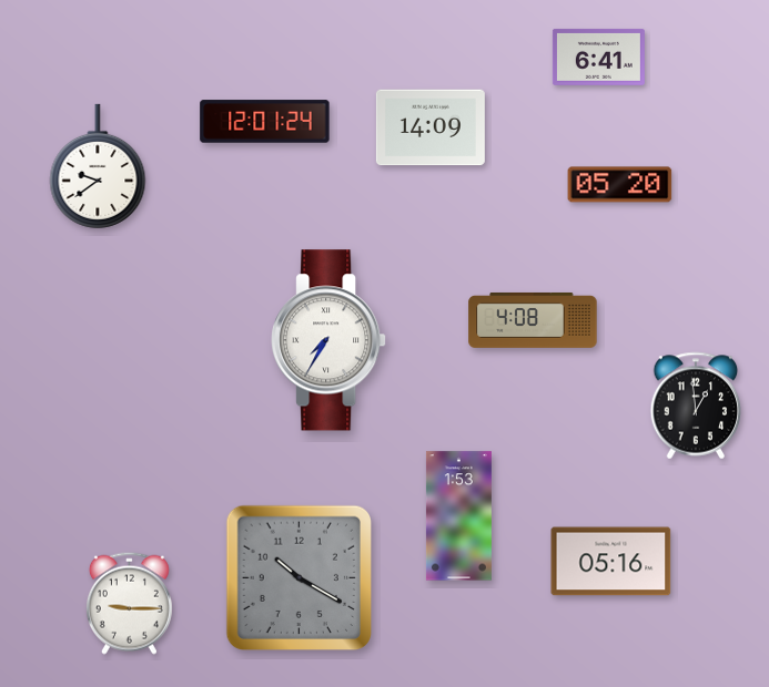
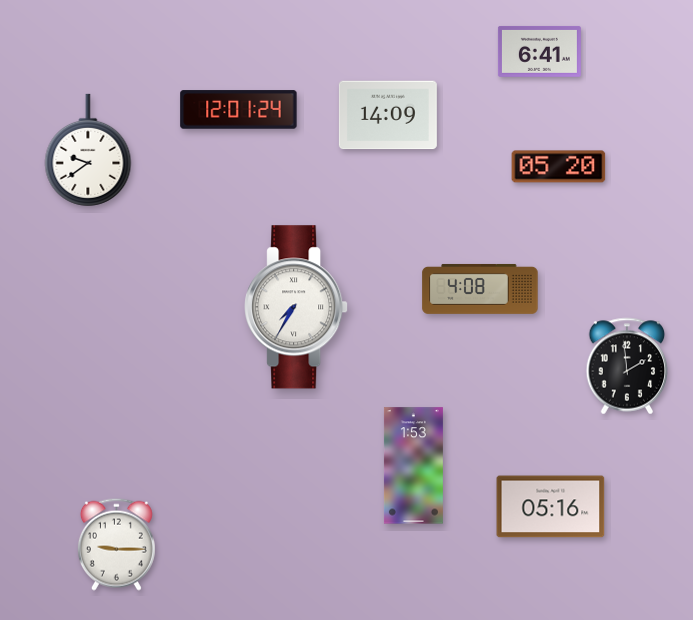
clock at (696, 406): 12:59 -> 1:59
clock at (299, 577): 10:20 -> none
